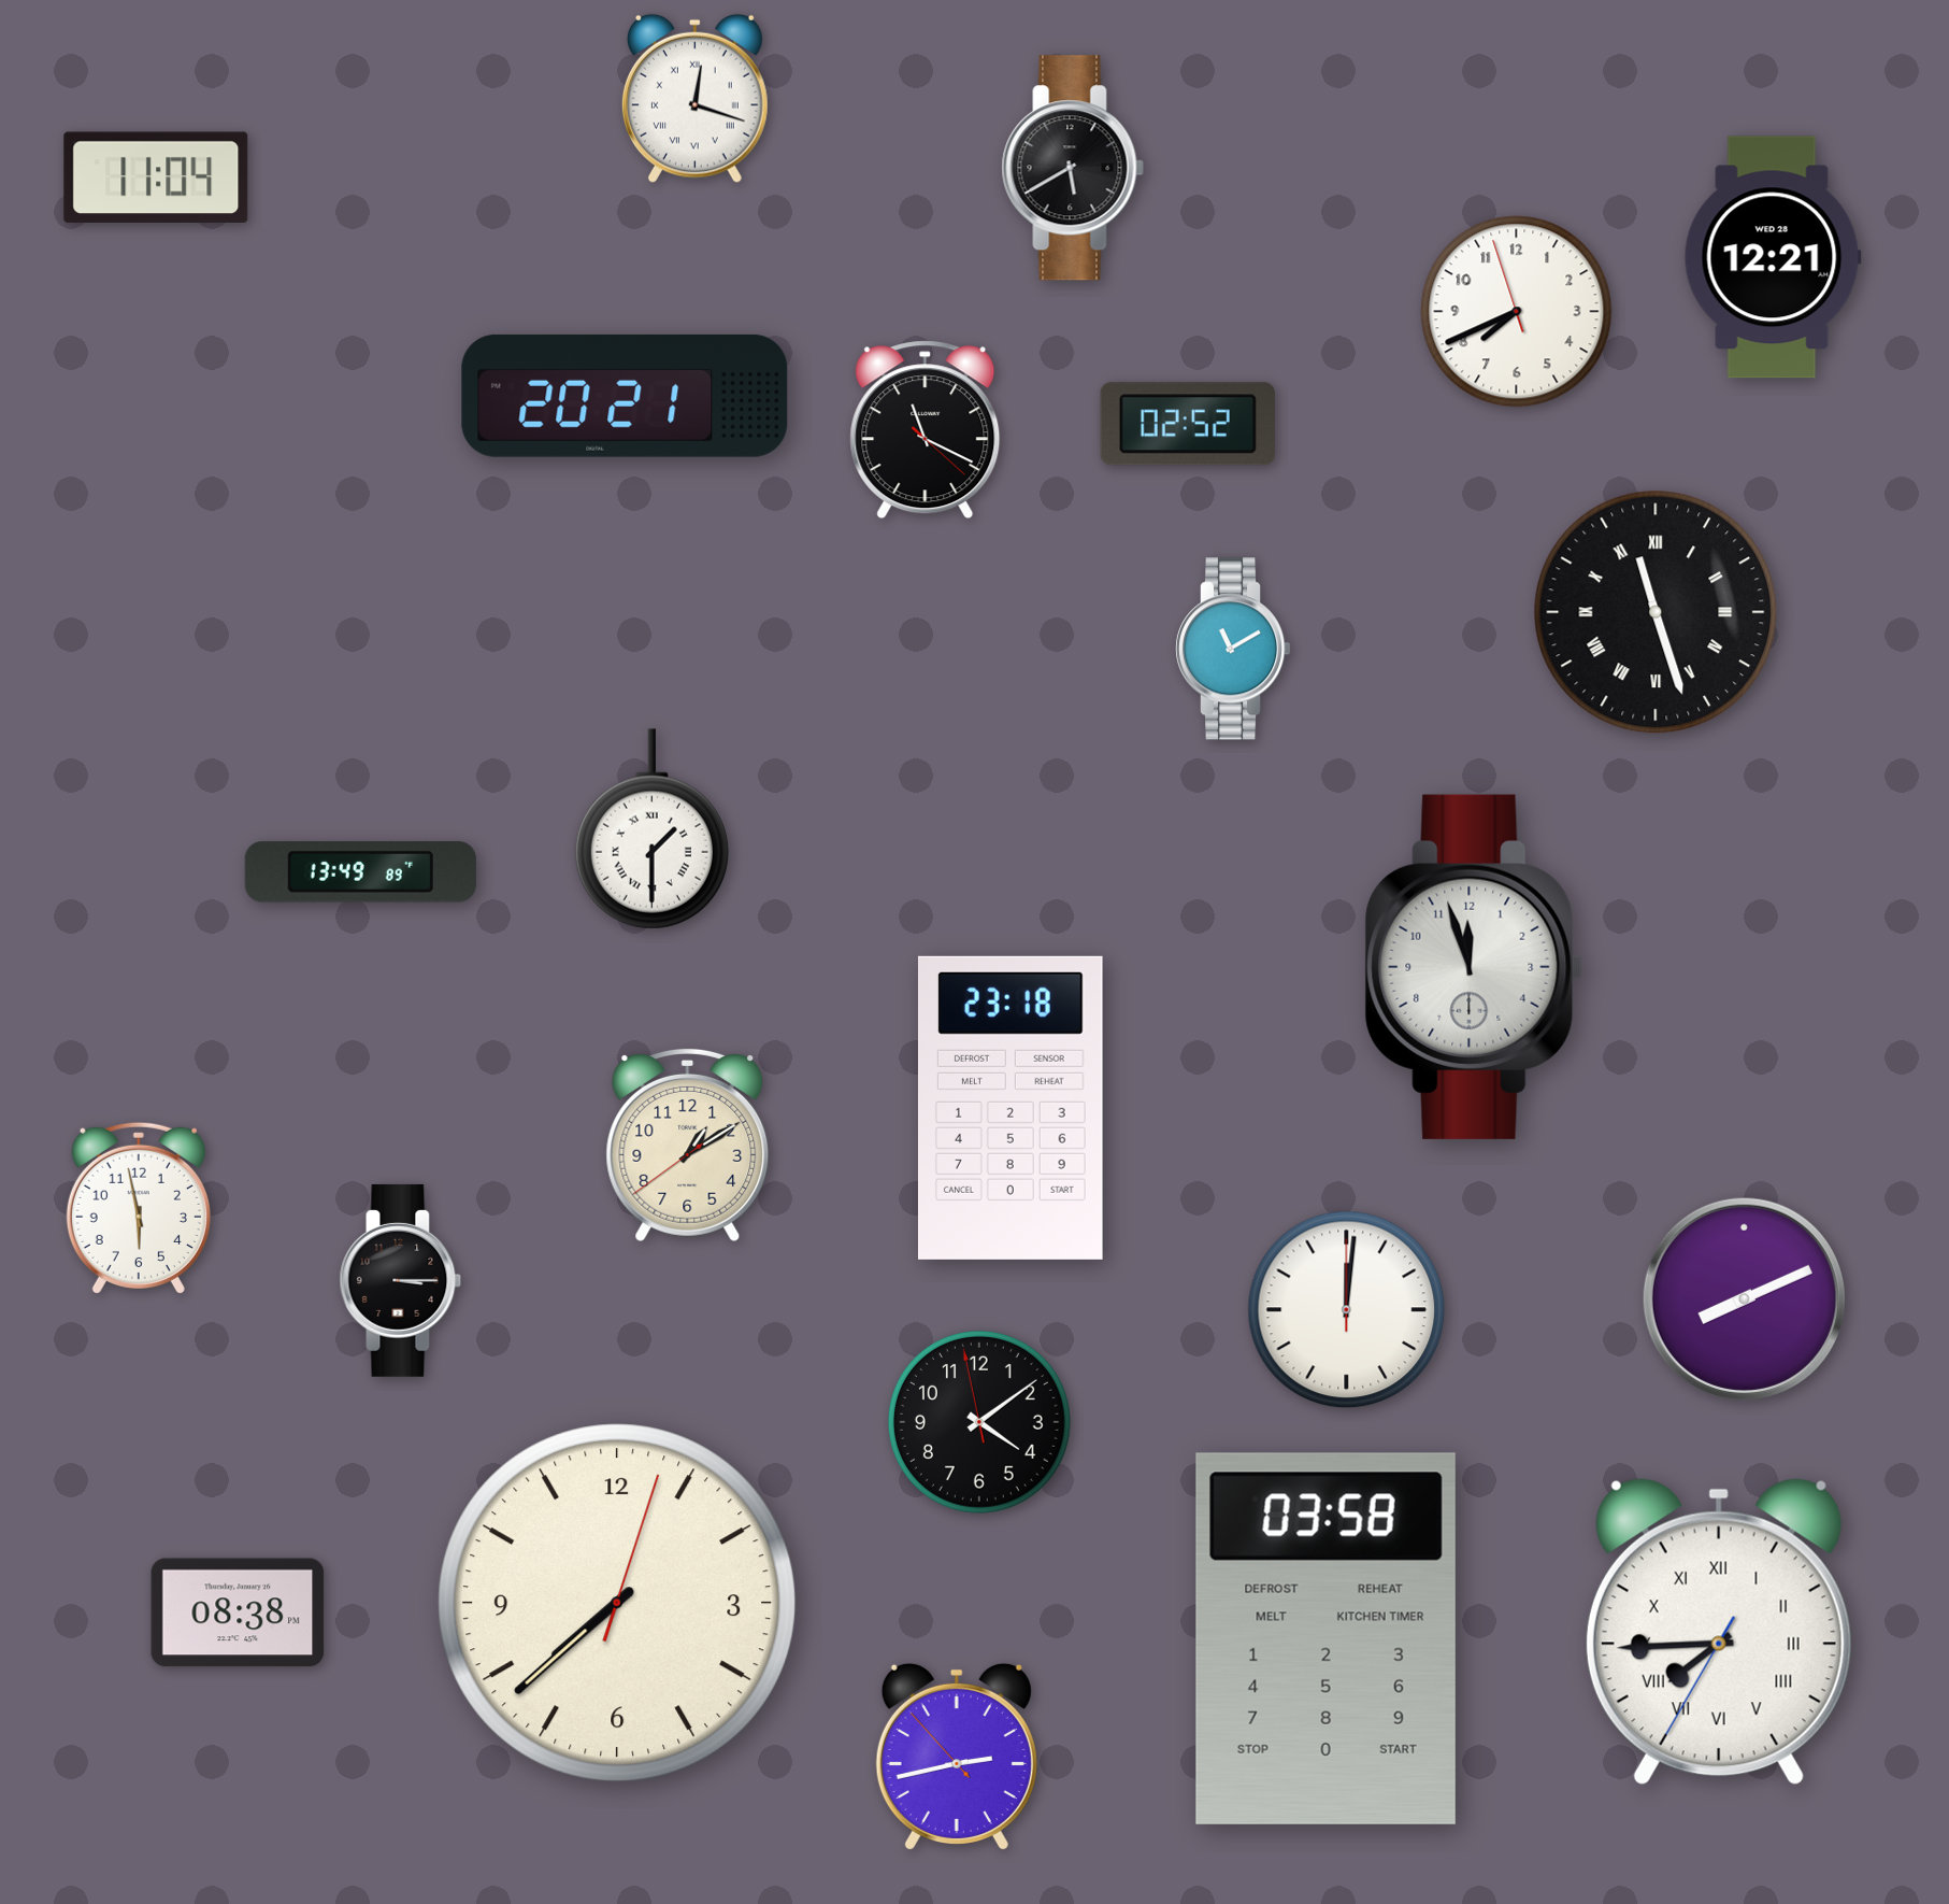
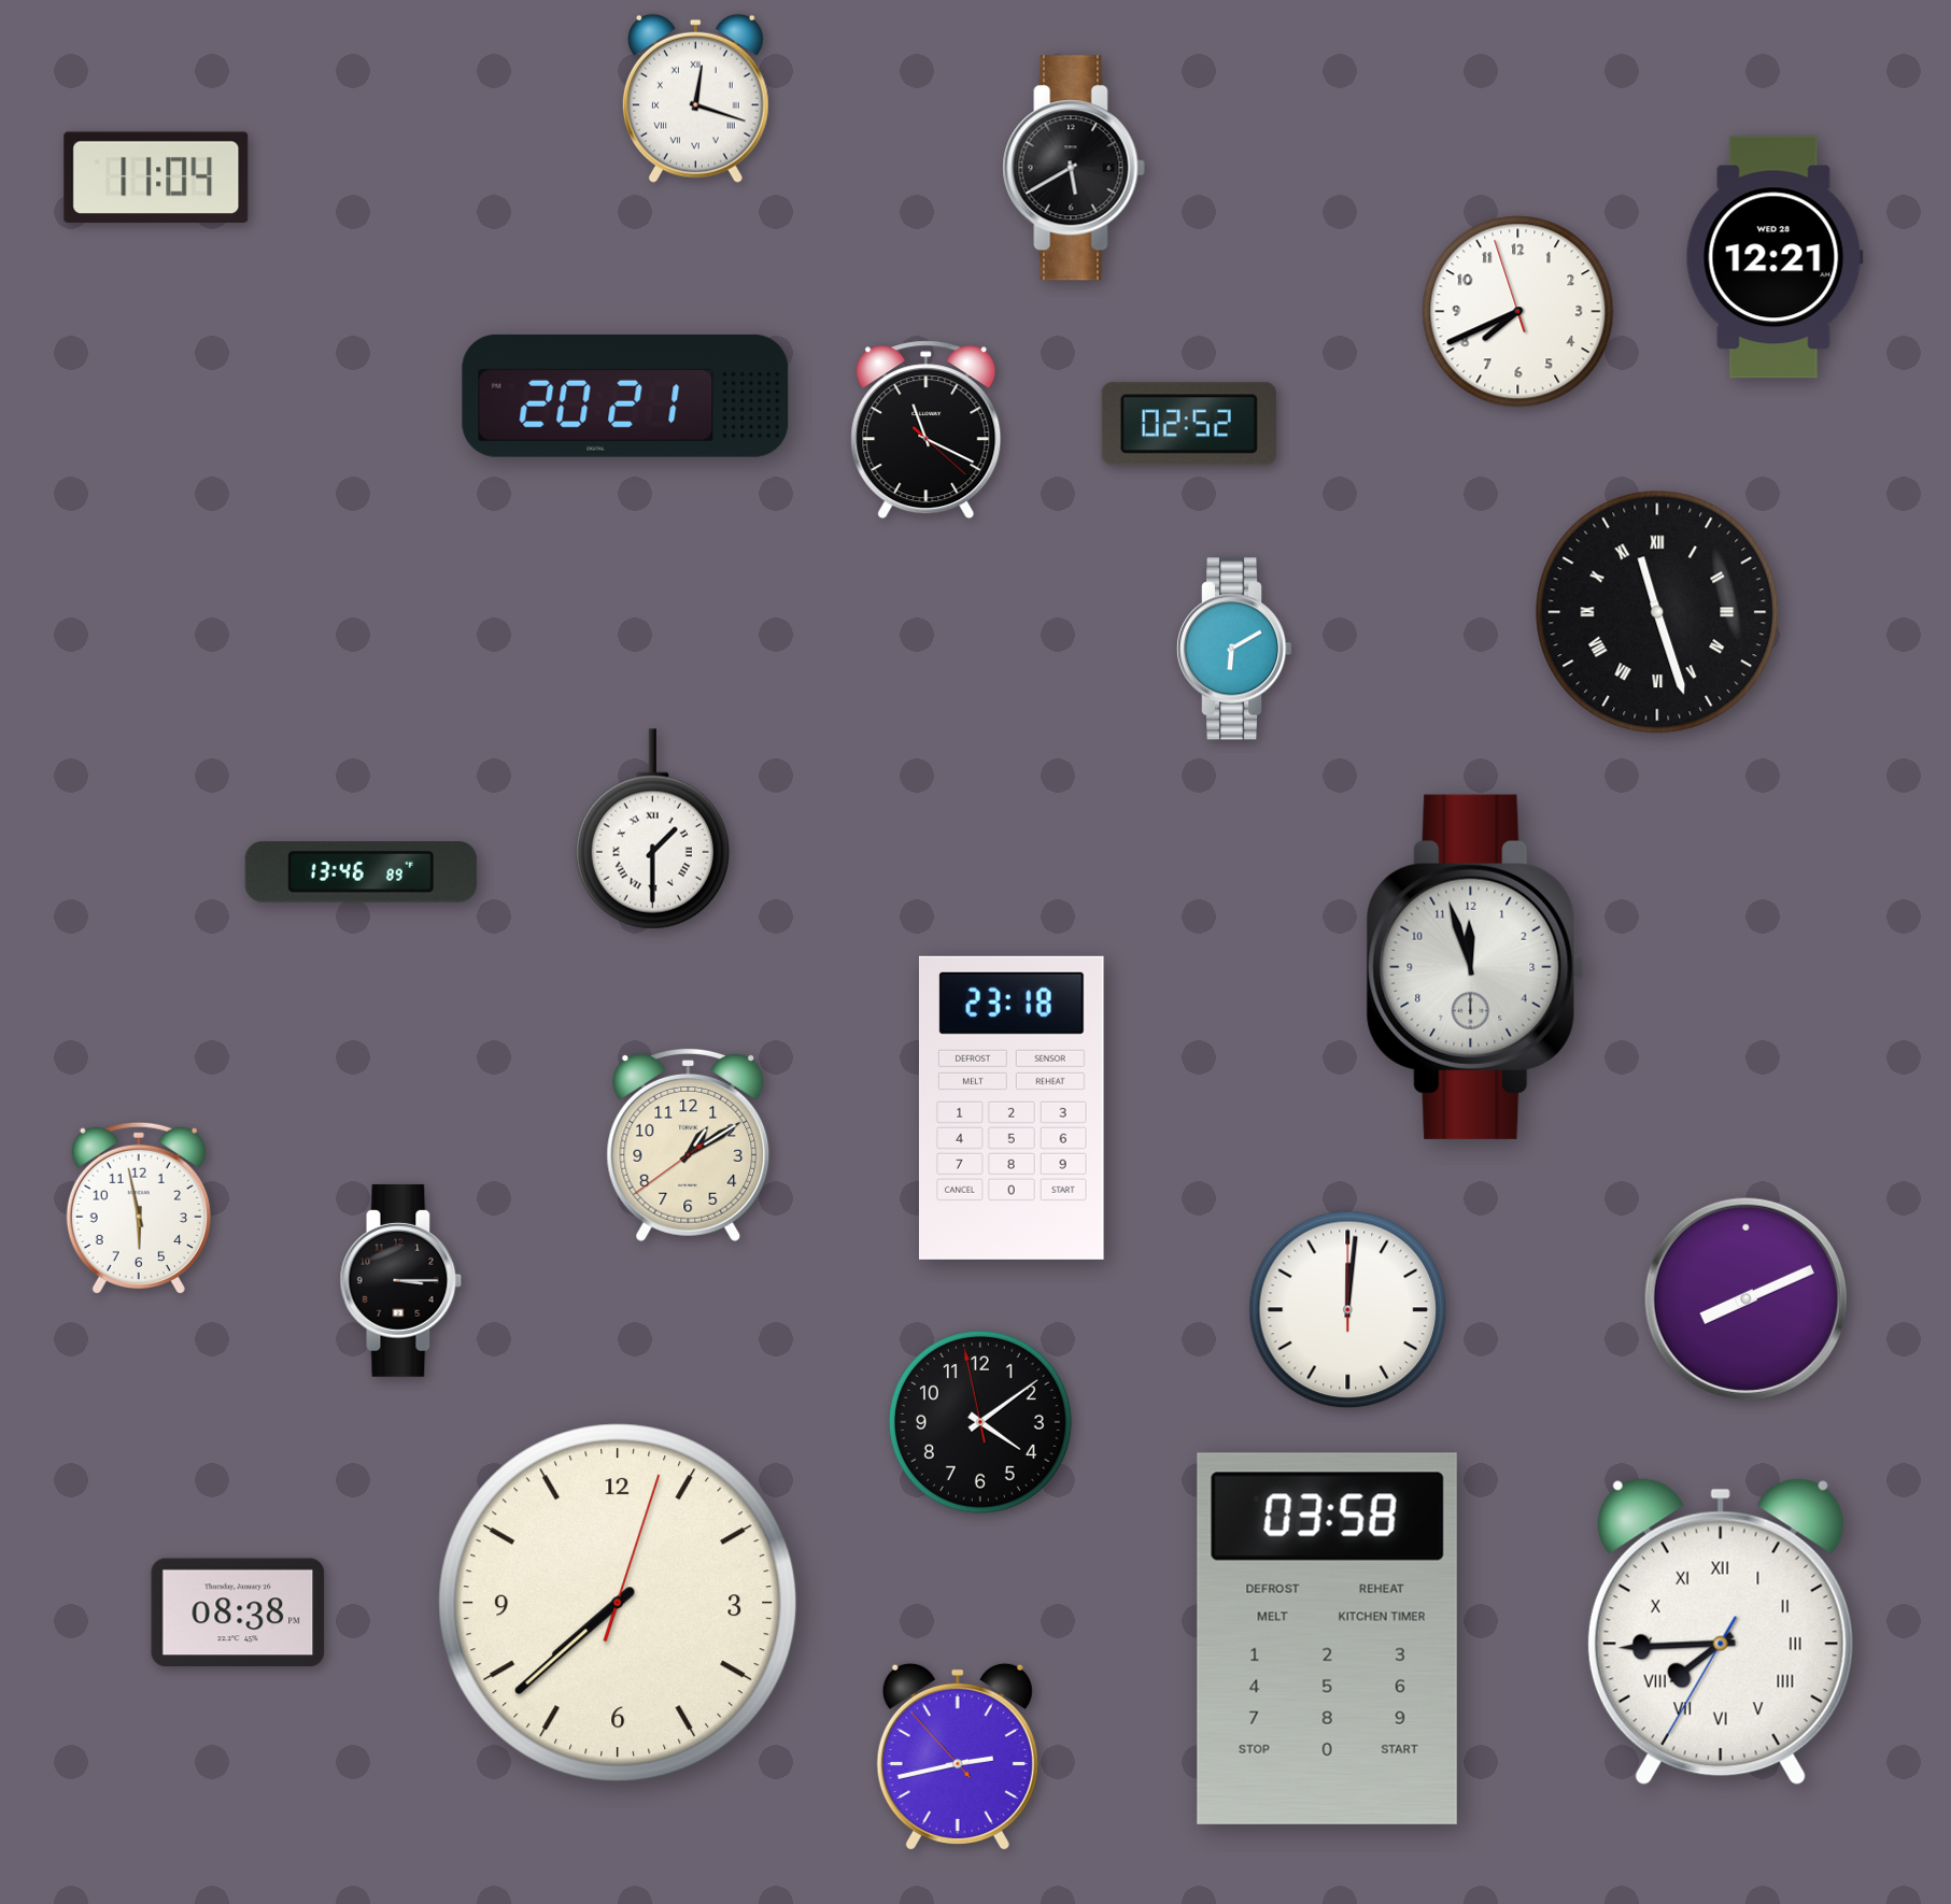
clock at (1233, 649): 11:10 -> 6:10
clock at (360, 872): 13:49 -> 13:46
